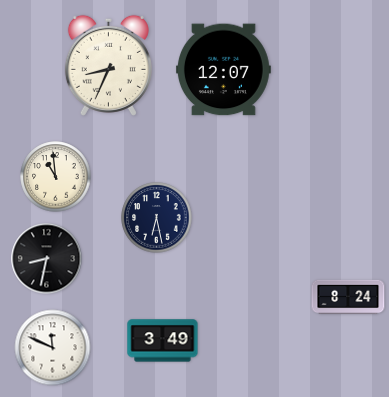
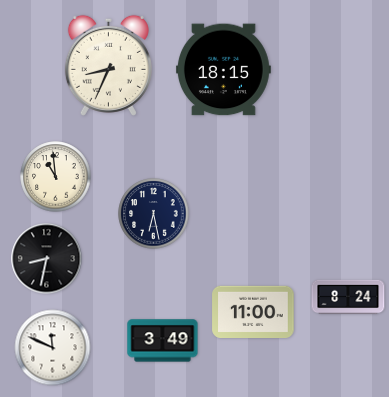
clock at (223, 70): 12:07 -> 18:15
clock at (157, 218) position: (157, 218) -> (154, 214)
clock at (253, 311): none -> 11:00
